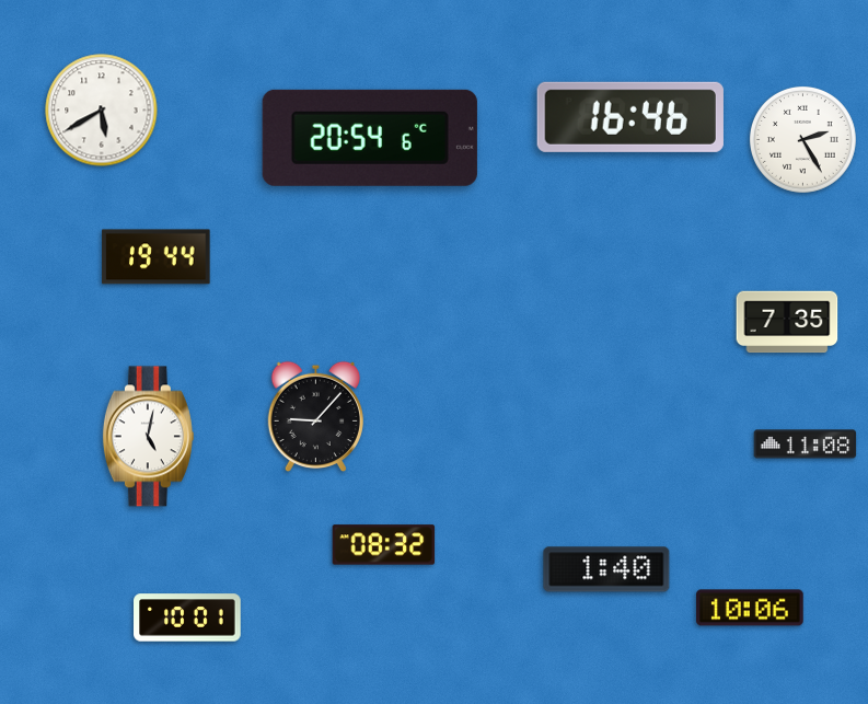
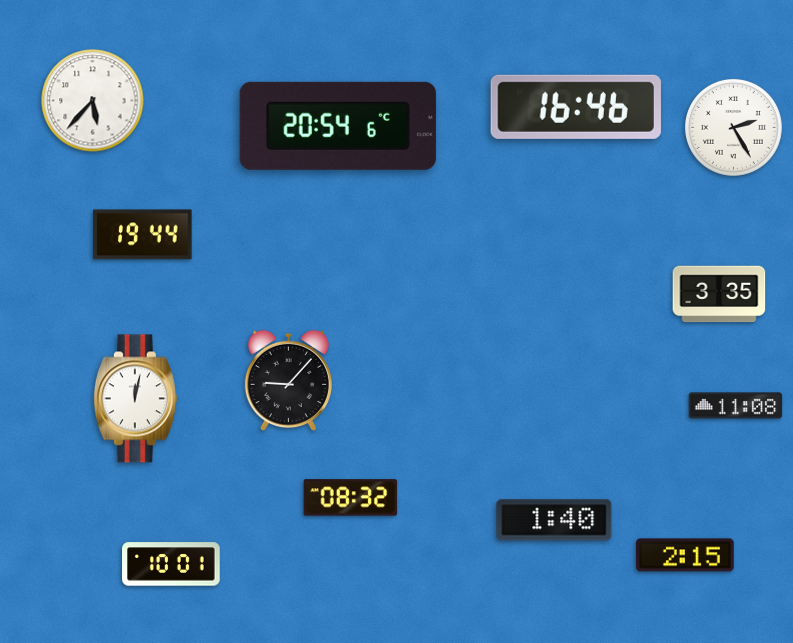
clock at (102, 111): 5:40 -> 5:37
clock at (787, 322): 7:35 -> 3:35
clock at (148, 437): 5:02 -> 12:02
clock at (750, 608): 10:06 -> 2:15
